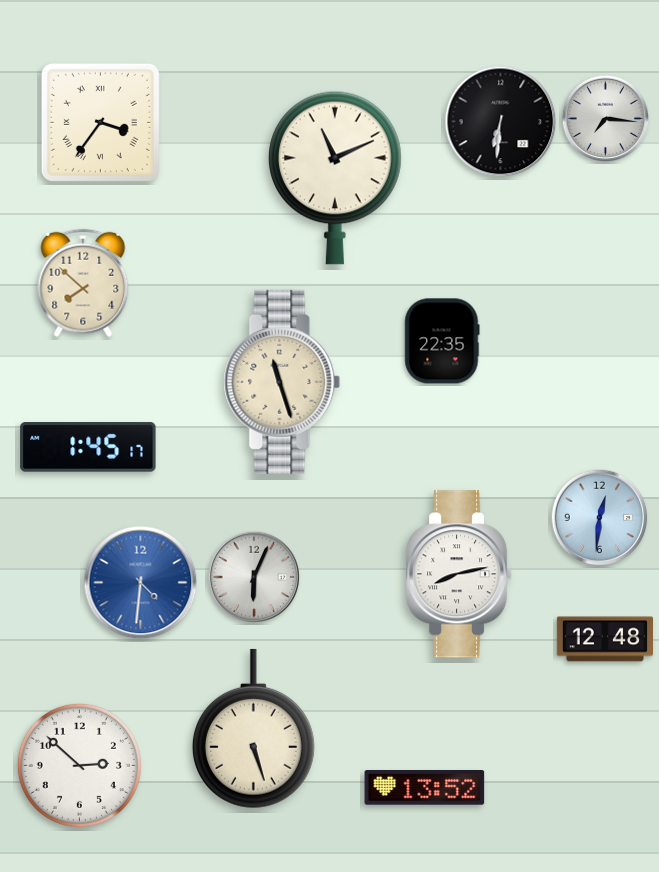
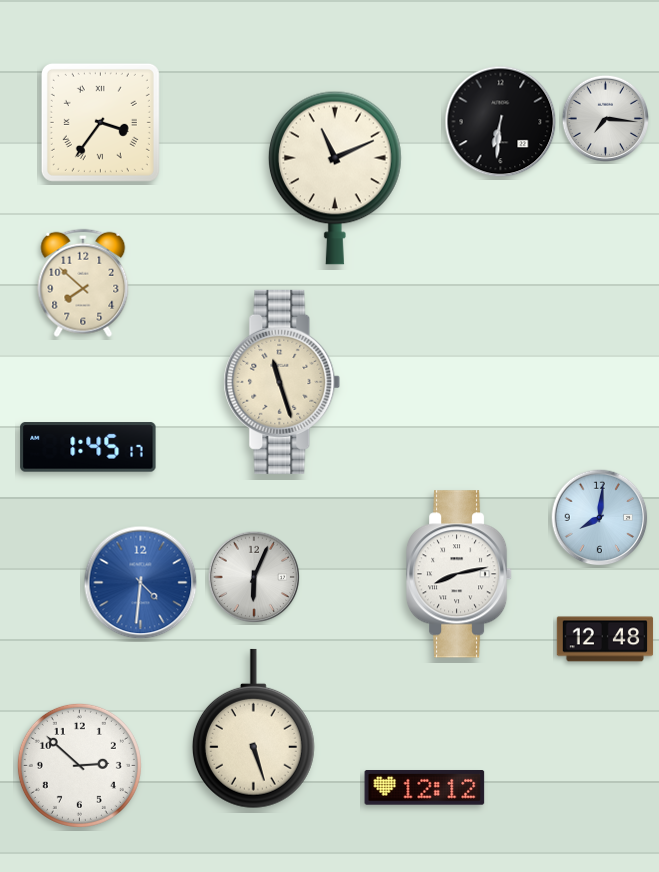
clock at (442, 341): 22:35 -> none
clock at (600, 518): 12:31 -> 8:01
clock at (425, 788): 13:52 -> 12:12
